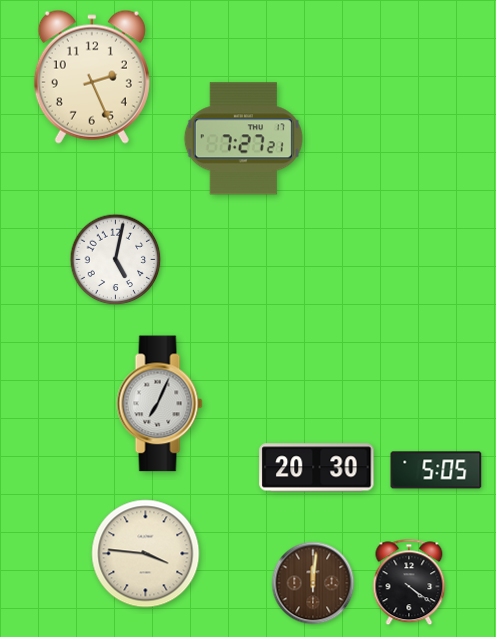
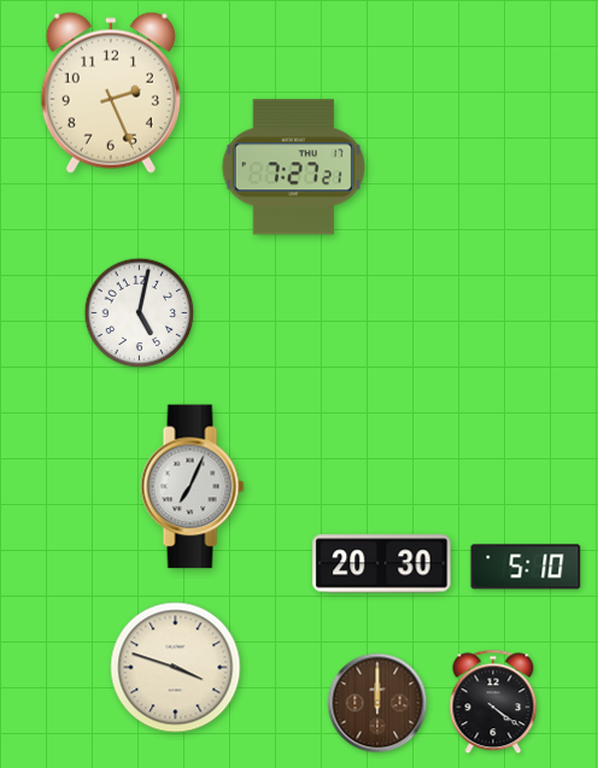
clock at (436, 470): 5:05 -> 5:10
clock at (146, 554): 3:46 -> 3:48
clock at (313, 583): 12:01 -> 12:00
